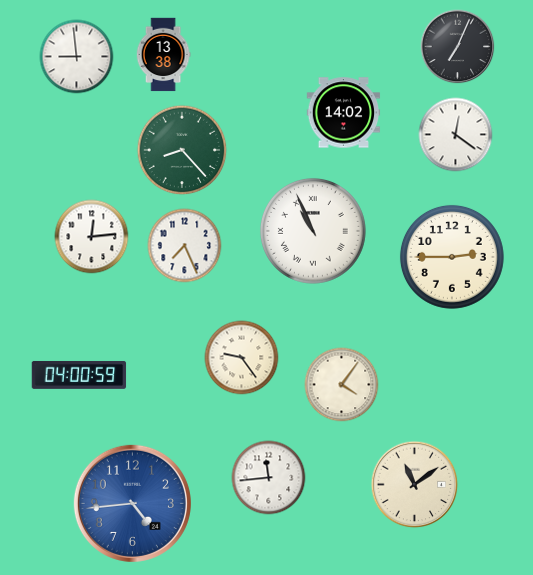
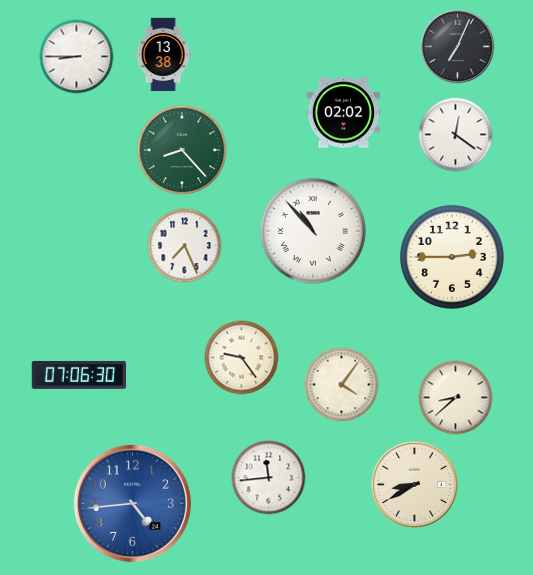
clock at (77, 57): 8:59 -> 8:45
clock at (344, 113): 14:02 -> 02:02
clock at (313, 231): 10:56 -> 10:53
clock at (92, 237): 12:14 -> none
clock at (79, 375): 04:00 -> 07:06
clock at (456, 398): none -> 8:38
clock at (415, 485): 11:09 -> 8:40
